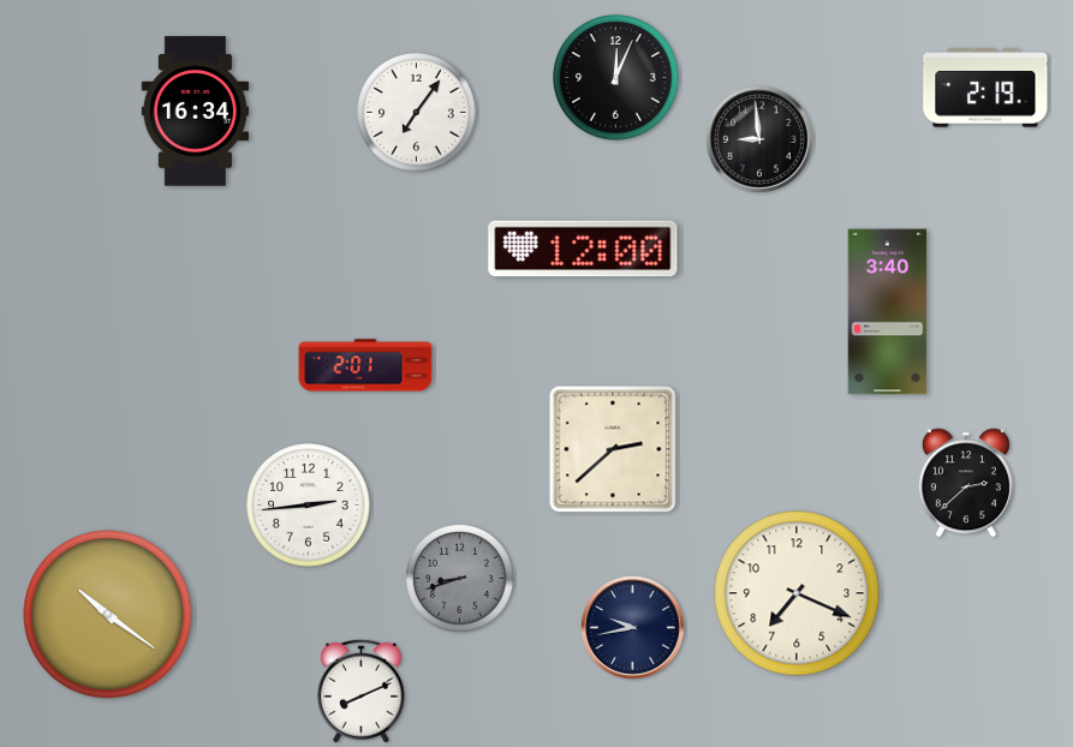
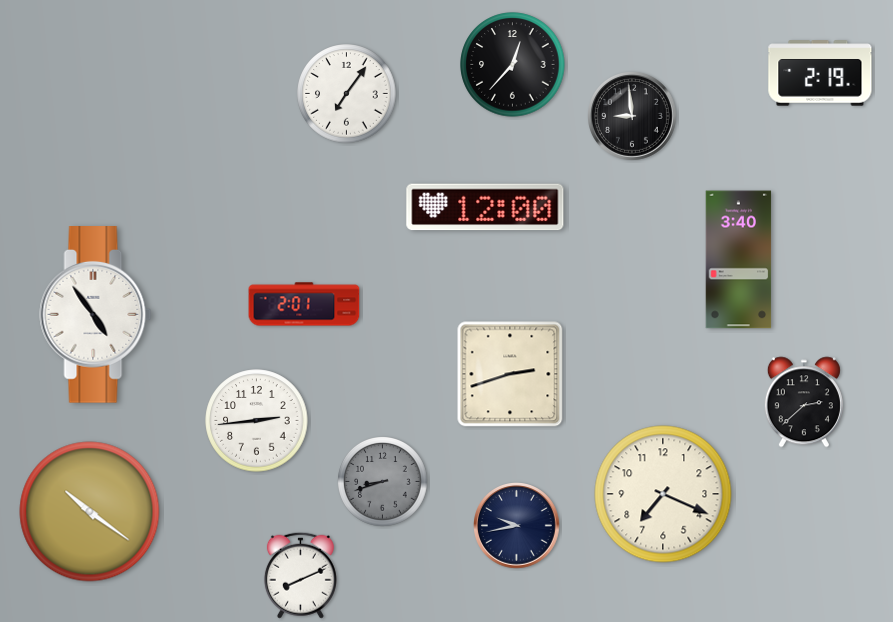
clock at (616, 78): 12:04 -> 12:37
clock at (195, 112): 16:34 -> none
clock at (96, 315): none -> 4:54
clock at (613, 449): 2:38 -> 2:42
clock at (633, 628) position: (633, 628) -> (517, 526)
